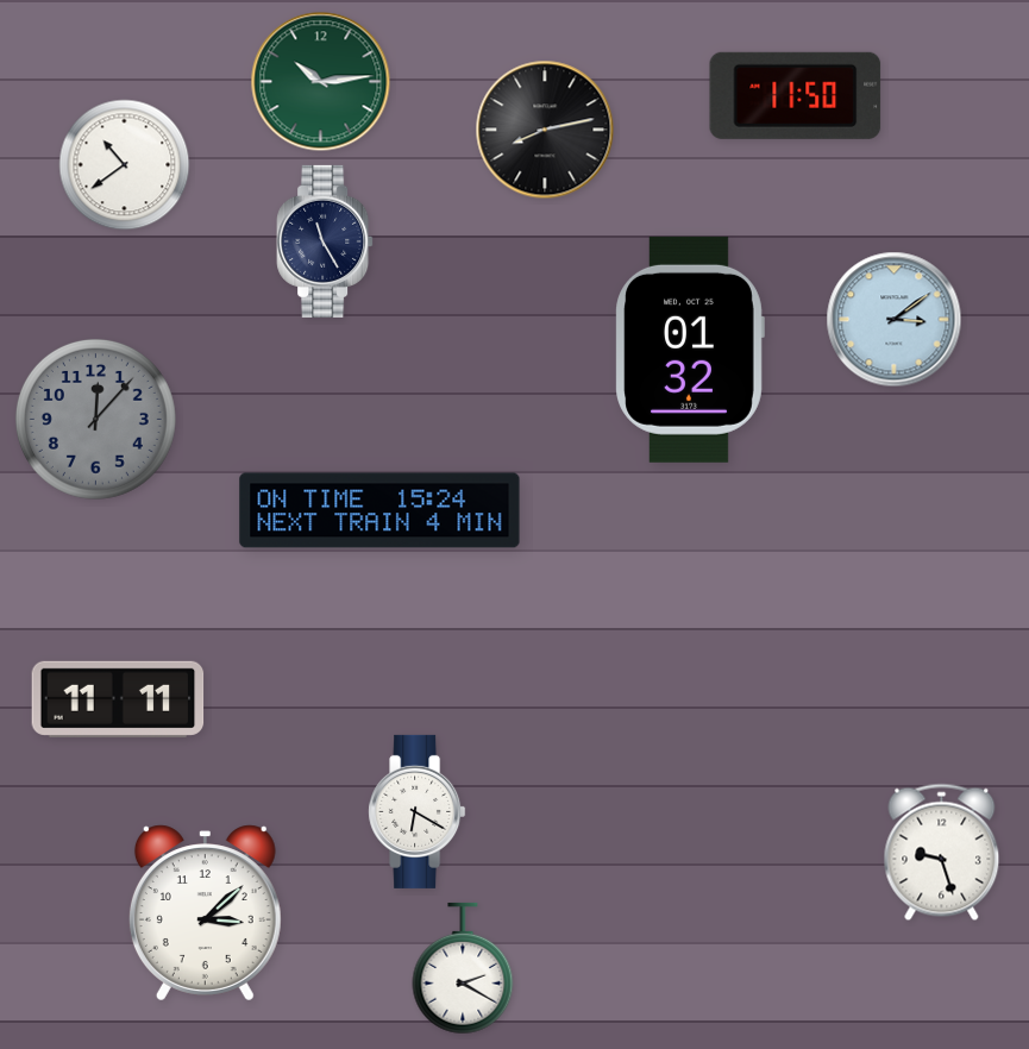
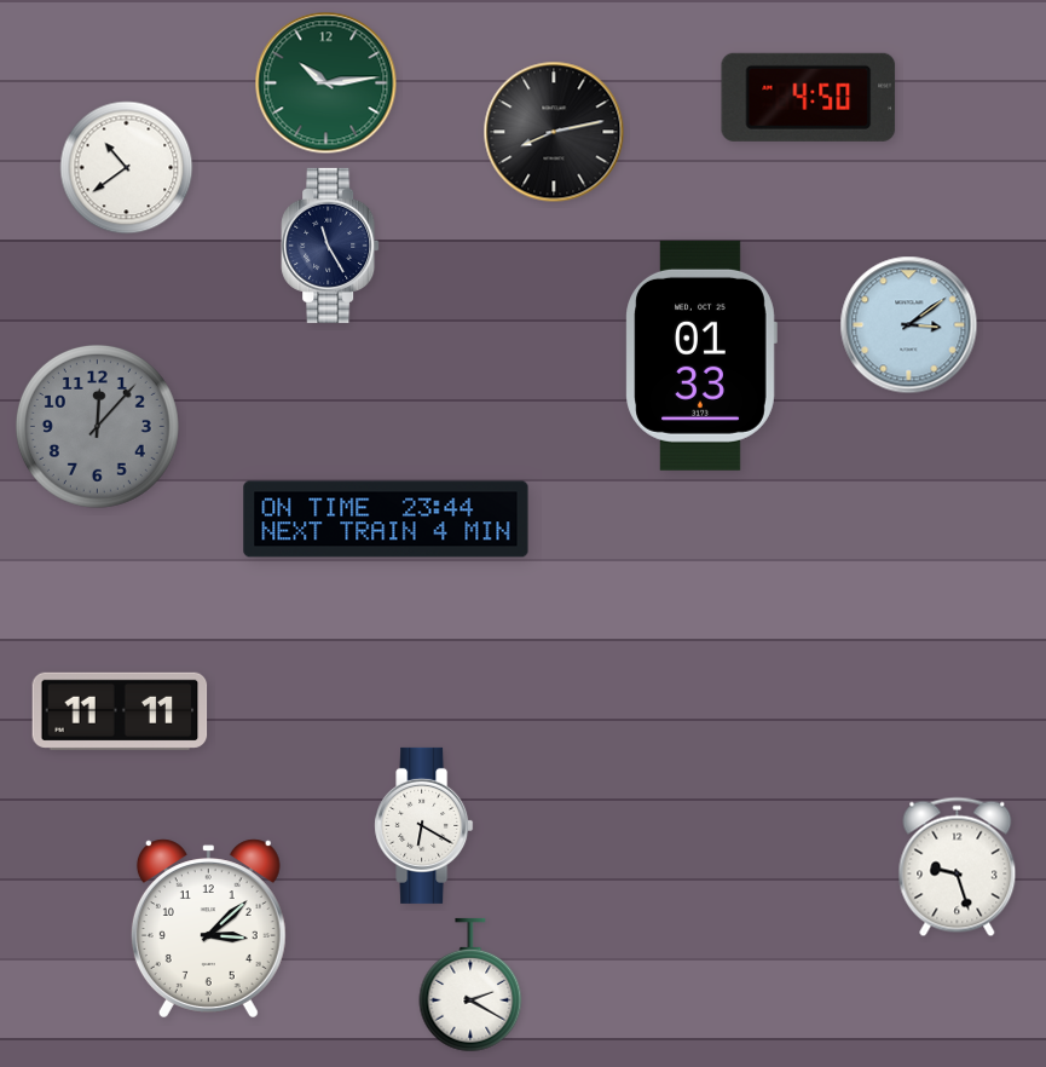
clock at (796, 95): 11:50 -> 4:50
clock at (690, 350): 01:32 -> 01:33
clock at (379, 510): 15:24 -> 23:44
